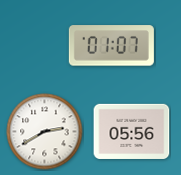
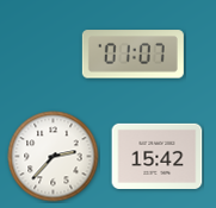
clock at (132, 131): 05:56 -> 15:42
clock at (45, 132): 2:40 -> 2:37
